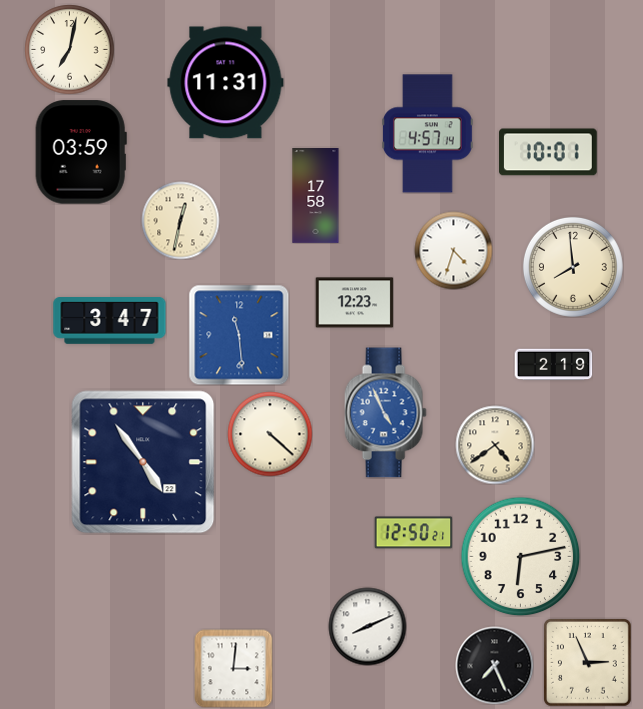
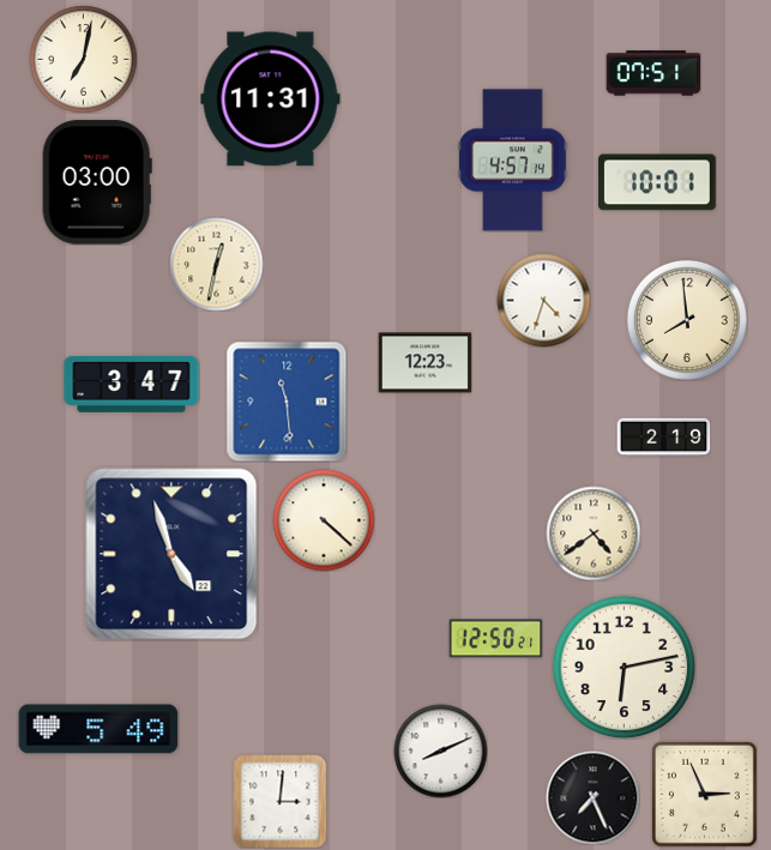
clock at (653, 73): none -> 07:51
clock at (81, 152): 03:59 -> 03:00
clock at (316, 196): 17:58 -> none
clock at (385, 413): 4:56 -> none
clock at (143, 462): 4:54 -> 4:57
clock at (98, 729): none -> 5:49
